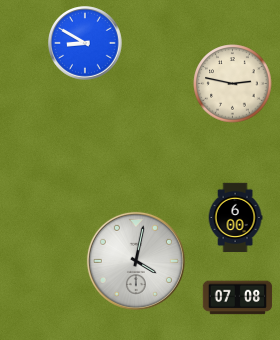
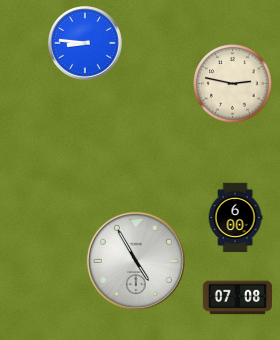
clock at (85, 43): 8:50 -> 8:46
clock at (136, 261): 4:02 -> 4:55
